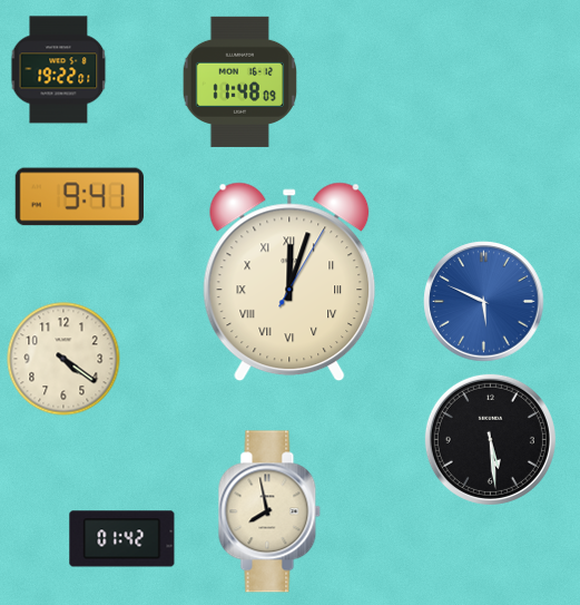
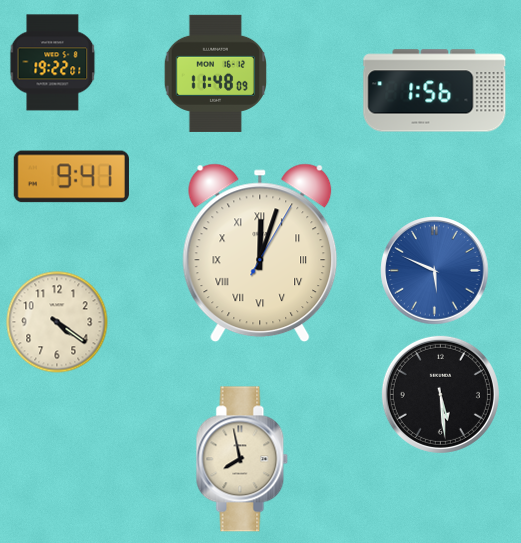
clock at (435, 91): none -> 1:56
clock at (122, 539): 01:42 -> none
